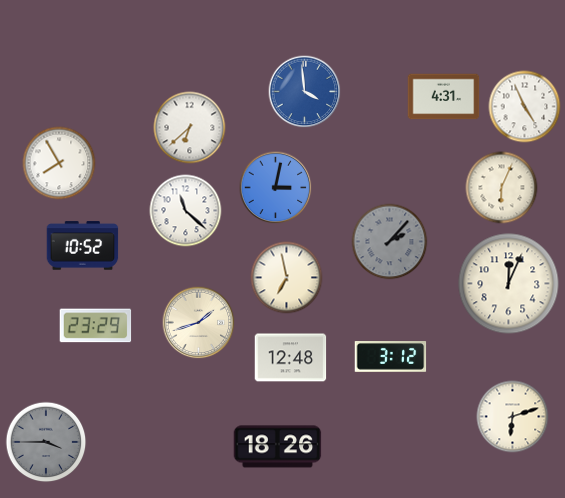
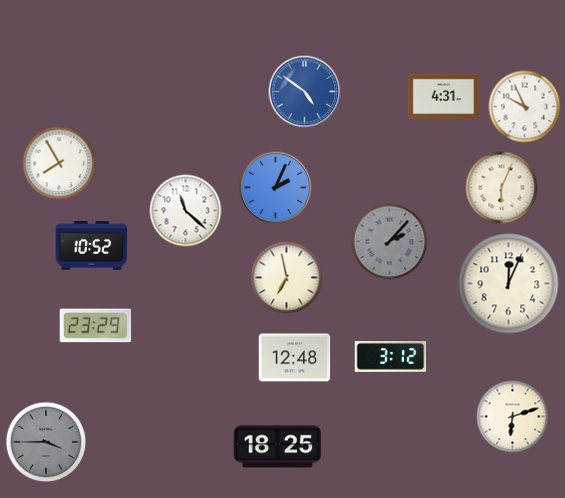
clock at (305, 92): 3:59 -> 4:51
clock at (525, 107): 4:56 -> 9:56
clock at (190, 128): 6:38 -> none
clock at (276, 188): 3:02 -> 2:04
clock at (83, 246) position: (83, 246) -> (92, 246)
clock at (199, 323): 1:42 -> none
clock at (291, 358) position: (291, 358) -> (295, 358)
clock at (278, 447): 18:26 -> 18:25
